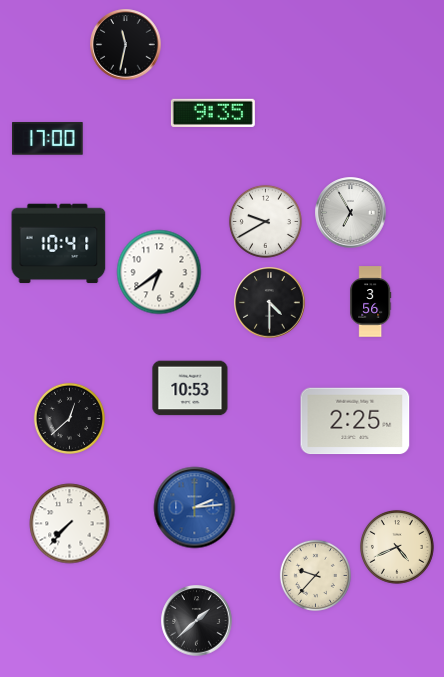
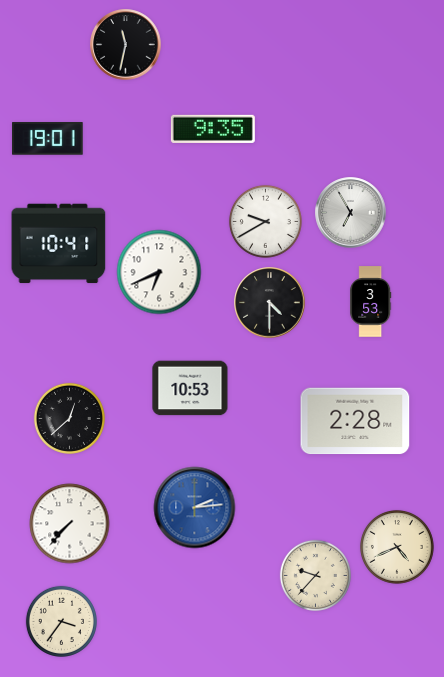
clock at (213, 113) position: (213, 113) -> (213, 129)
clock at (48, 139): 17:00 -> 19:01
clock at (159, 272): 6:39 -> 6:41
clock at (371, 302): 3:56 -> 3:53
clock at (355, 421): 2:25 -> 2:28
clock at (61, 621): none -> 3:36
clock at (197, 621): 1:38 -> none
